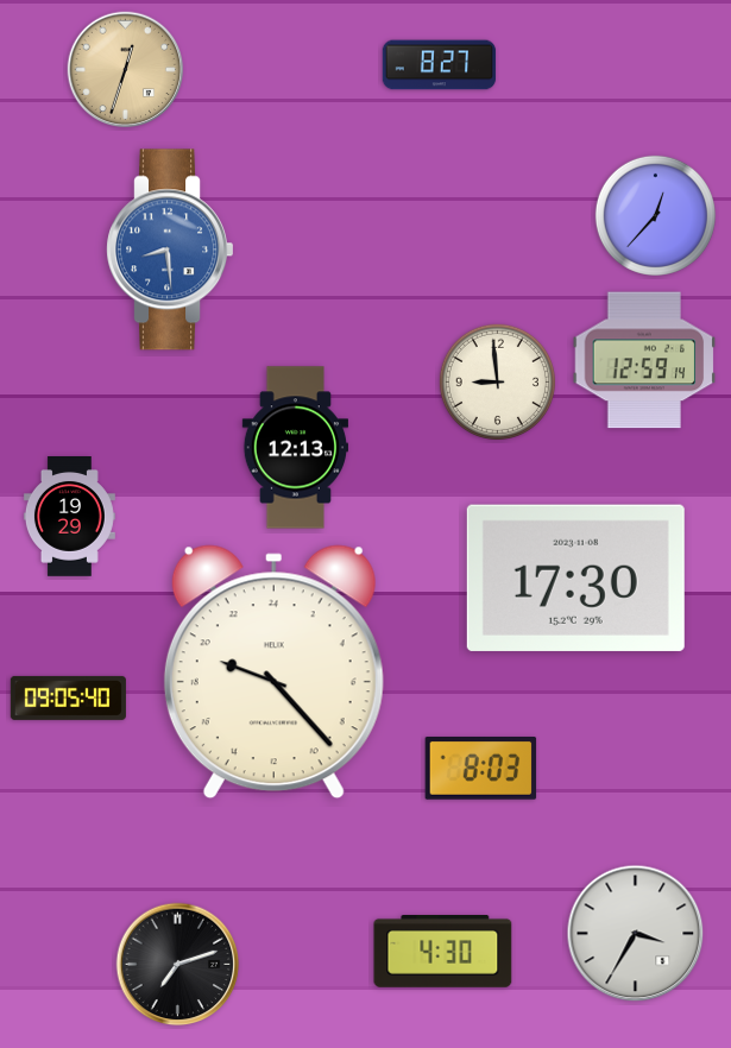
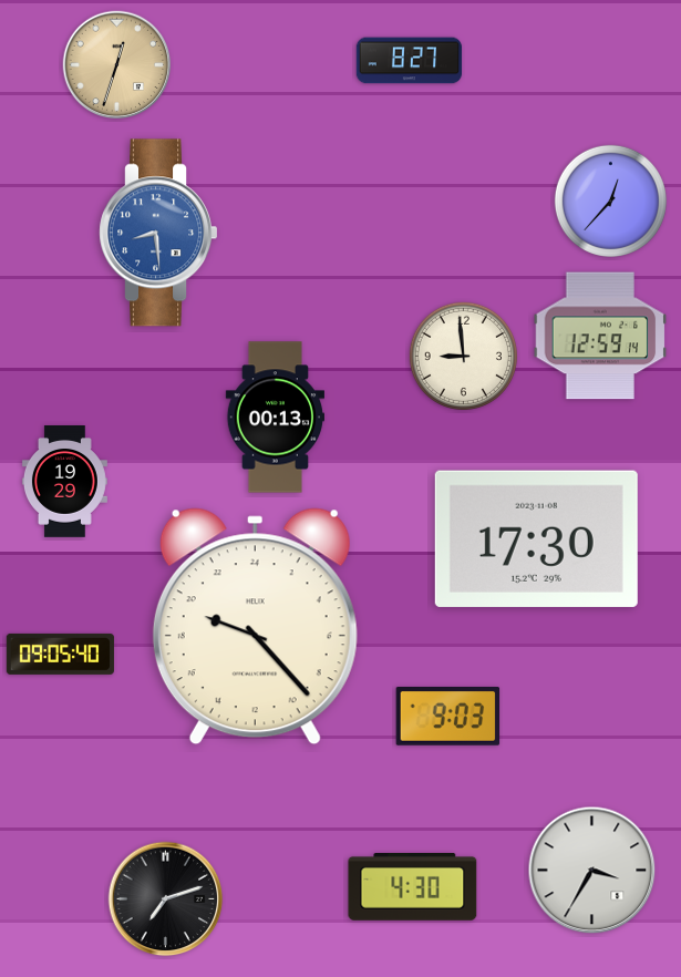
clock at (295, 448): 12:13 -> 00:13
clock at (68, 697) position: (68, 697) -> (60, 654)
clock at (481, 769): 8:03 -> 9:03
